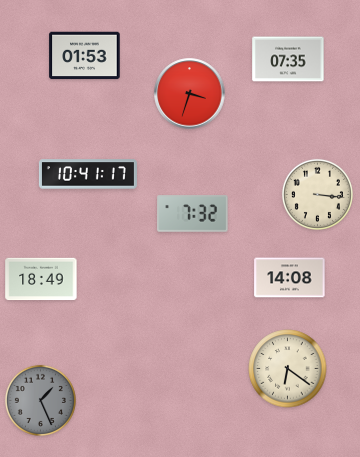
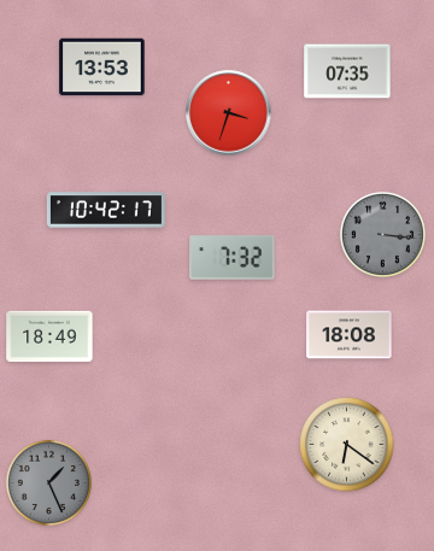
clock at (85, 56): 01:53 -> 13:53
clock at (88, 174): 10:41 -> 10:42
clock at (317, 194) dial: cream -> grey
clock at (290, 278): 14:08 -> 18:08
